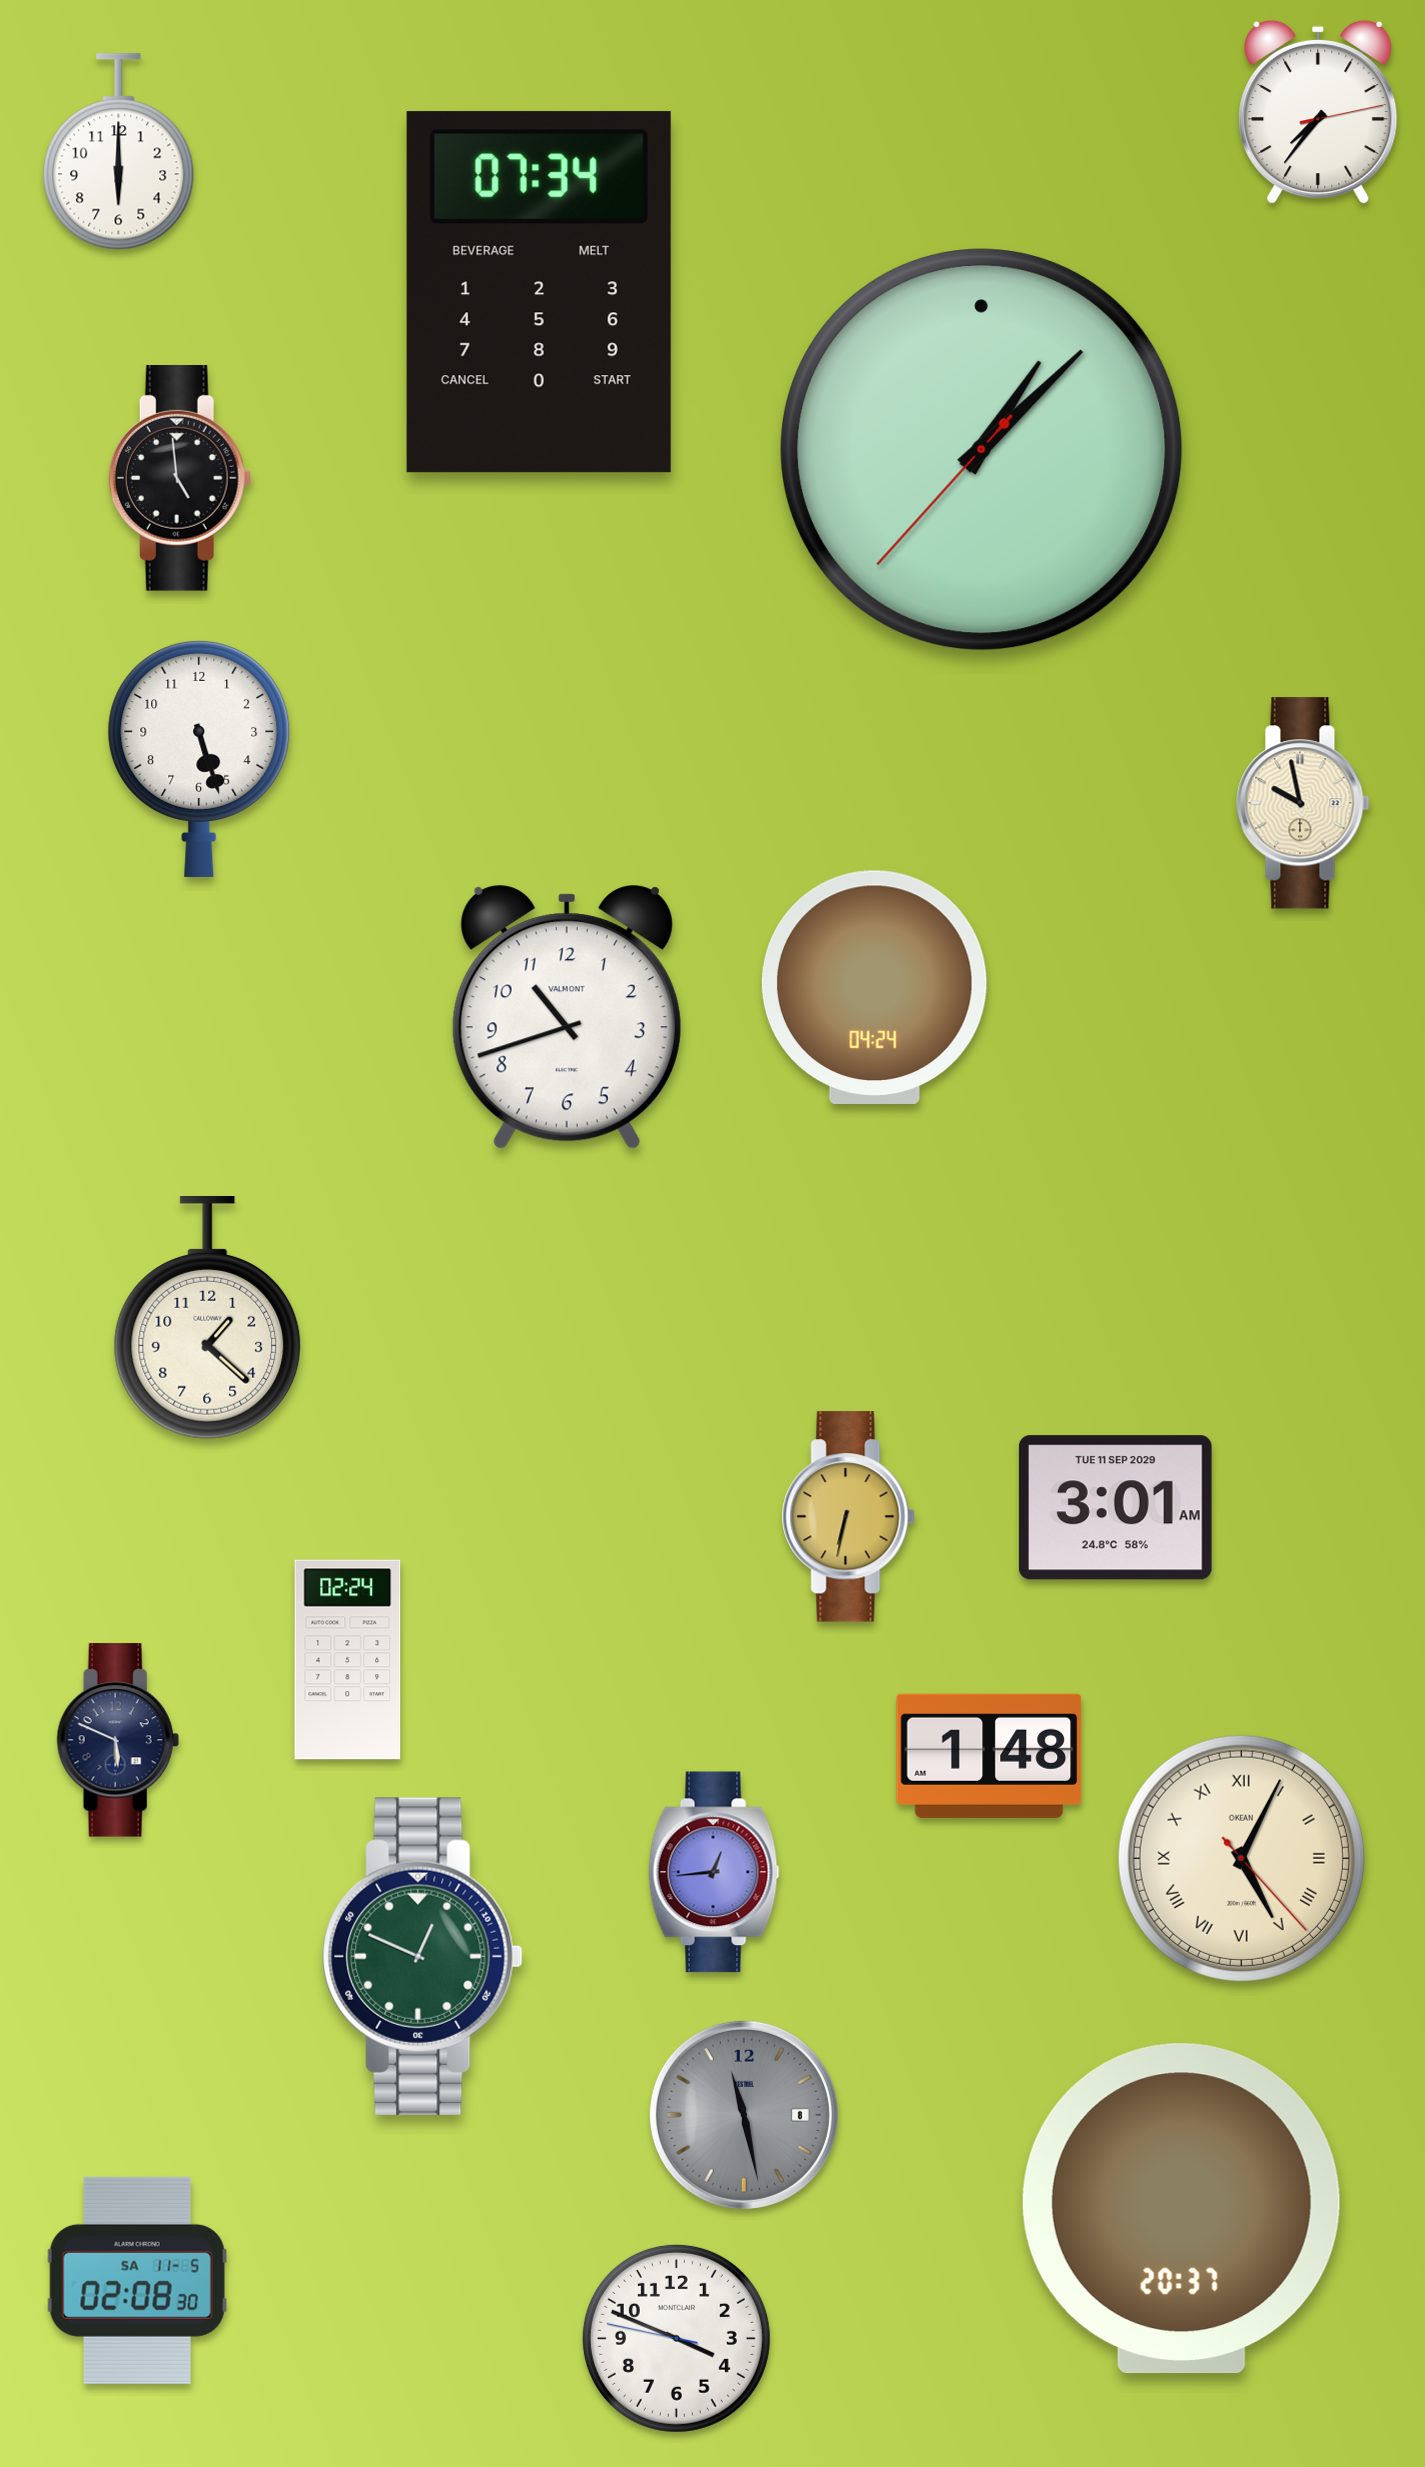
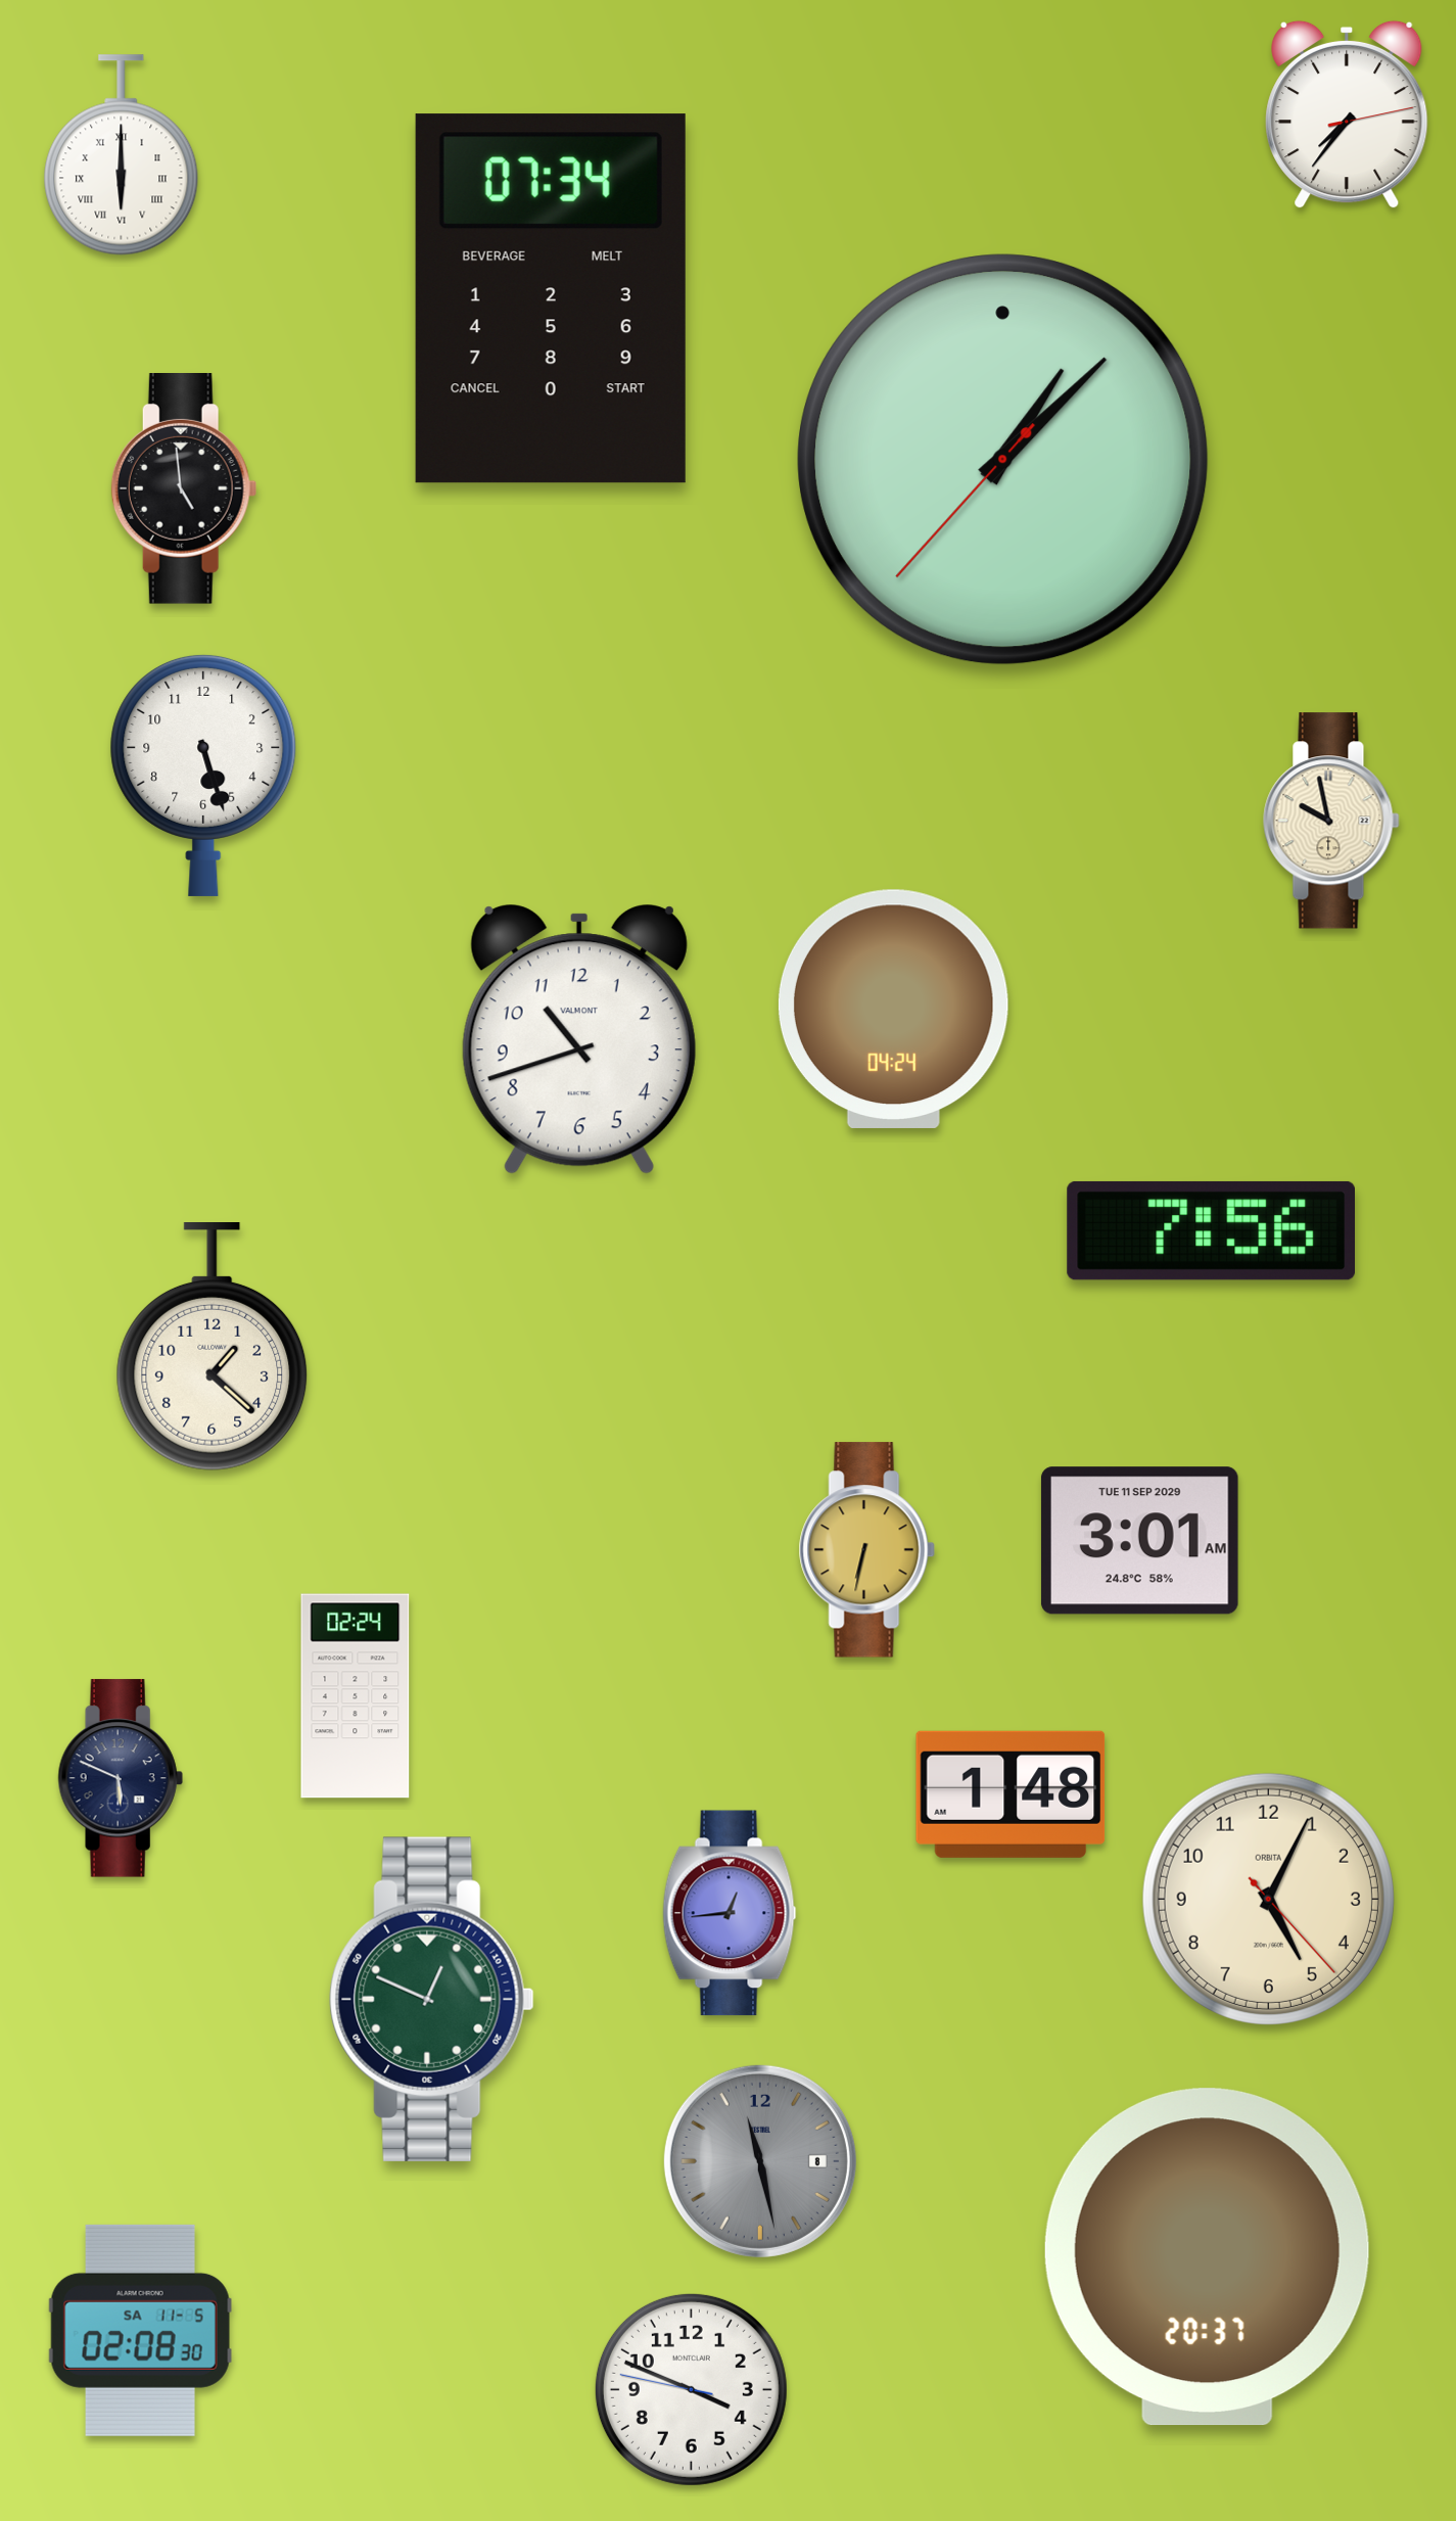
clock at (119, 152) numerals: Arabic -> Roman
clock at (1211, 1230): none -> 7:56
clock at (1241, 1858) numerals: Roman -> Arabic
clock at (1241, 1858) brand: OKEAN -> ORBITA
